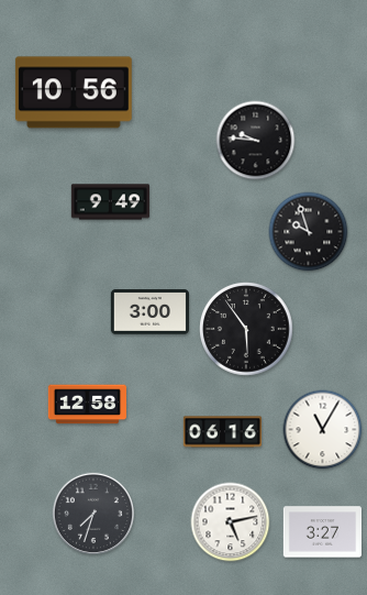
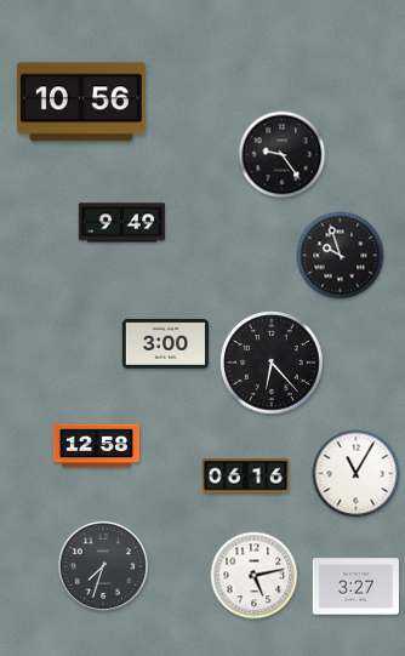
clock at (256, 141): 9:46 -> 9:24
clock at (246, 329): 5:54 -> 6:23
